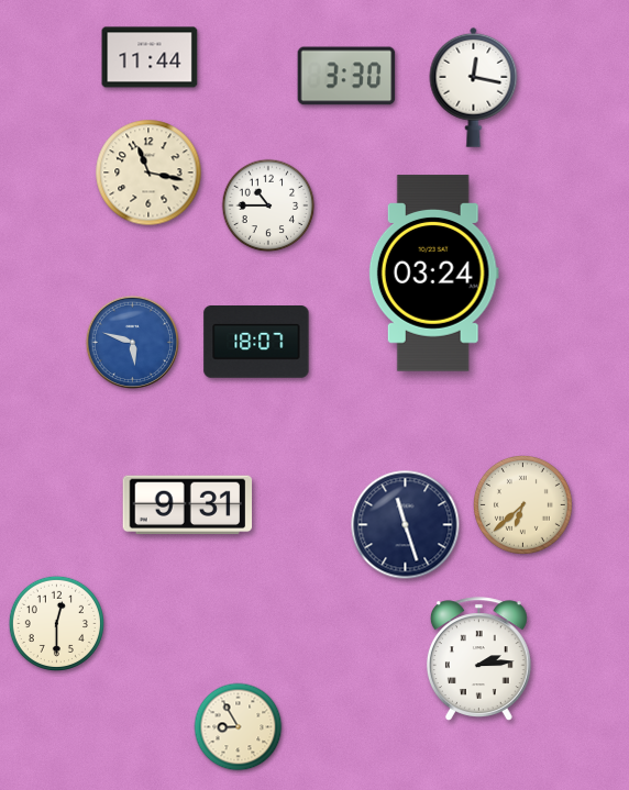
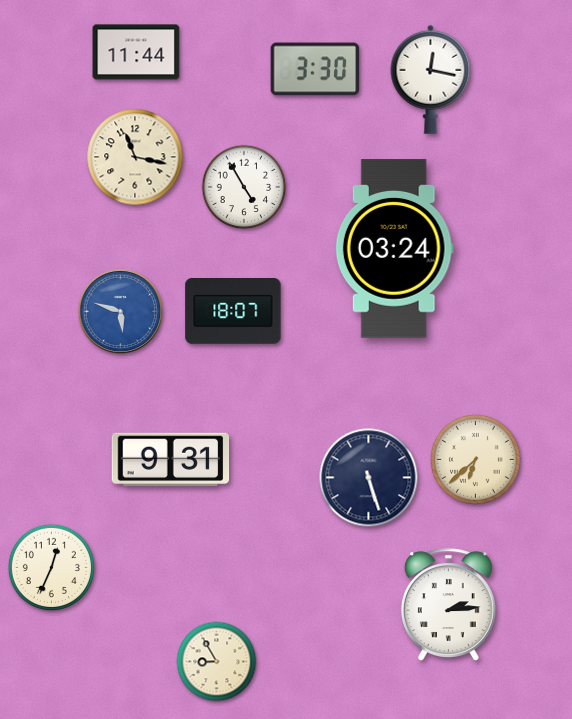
clock at (268, 205): 10:45 -> 4:55
clock at (406, 525): 11:27 -> 5:27
clock at (56, 623): 12:30 -> 12:34
clock at (478, 659) position: (478, 659) -> (448, 605)
